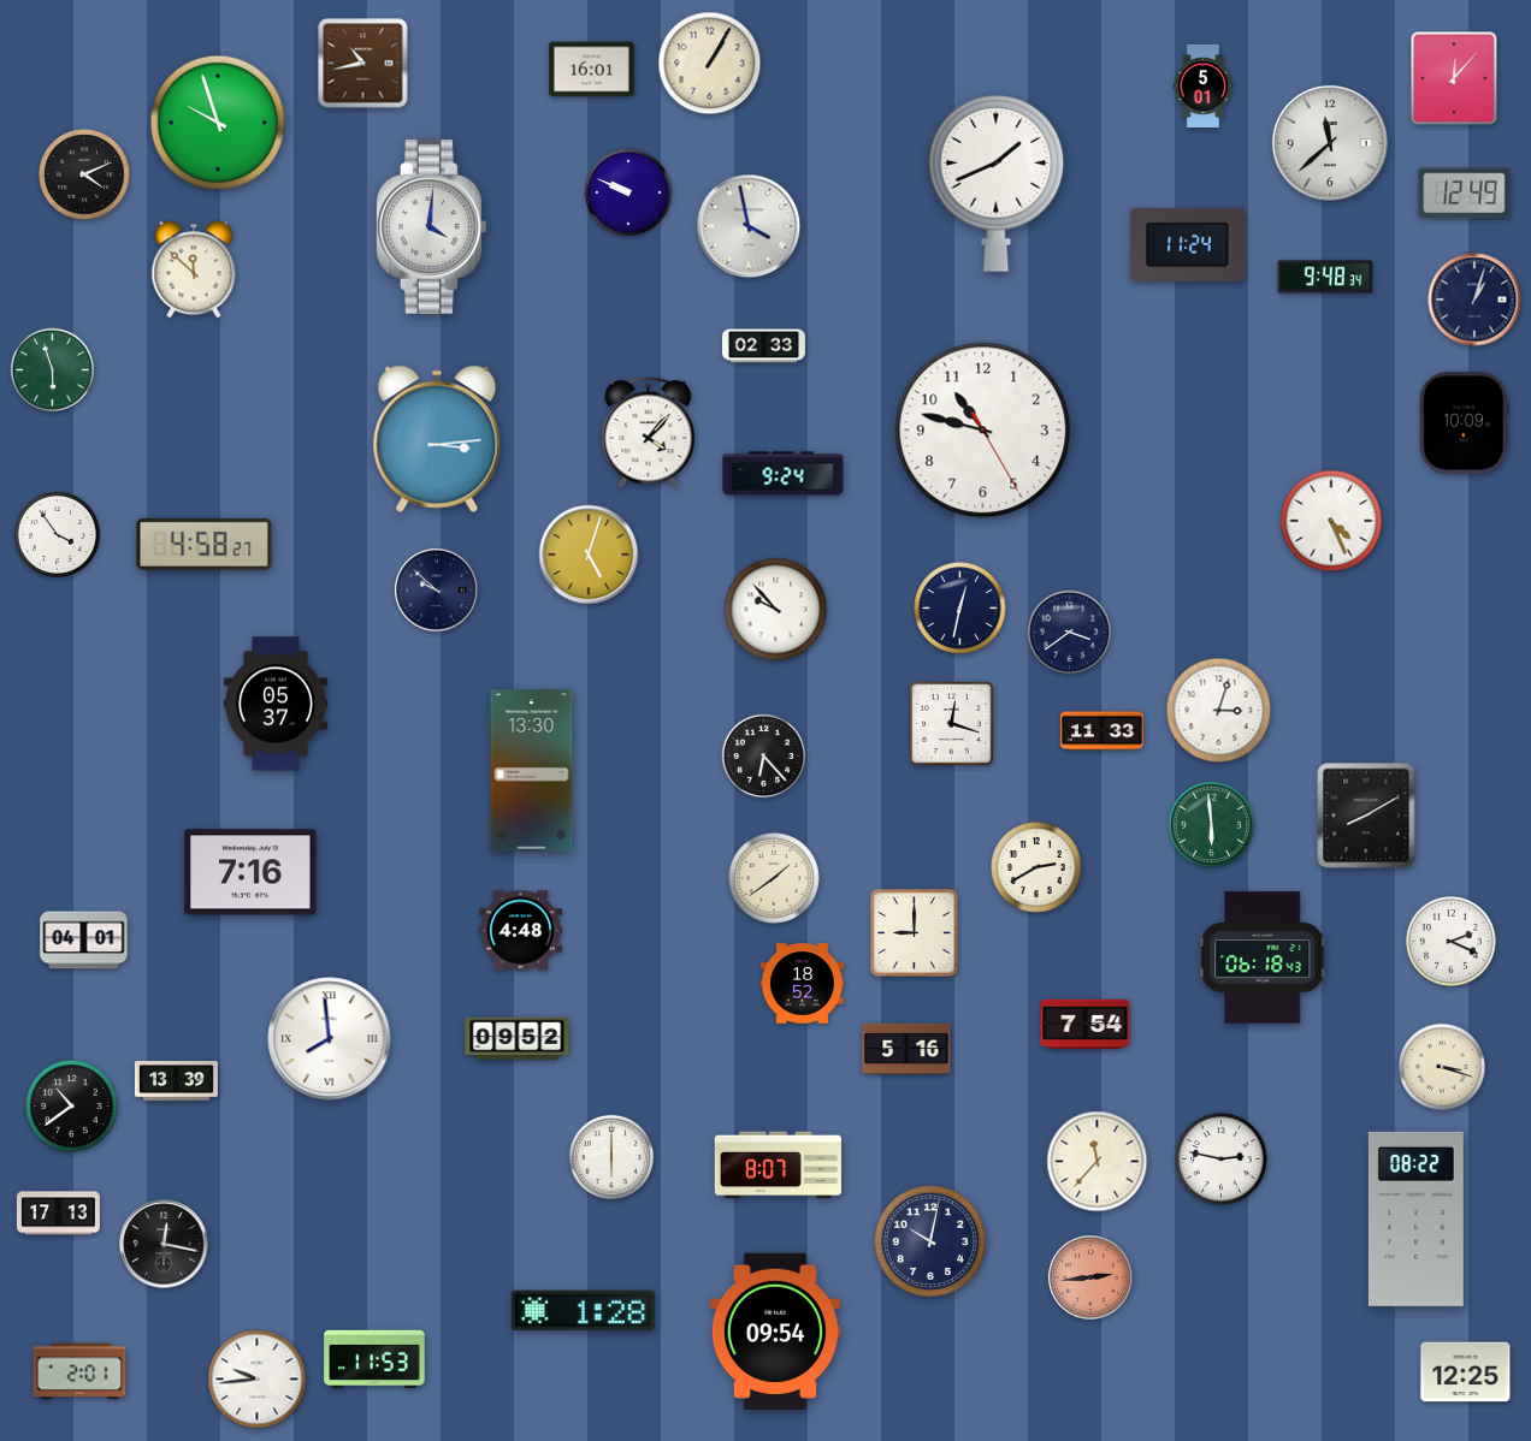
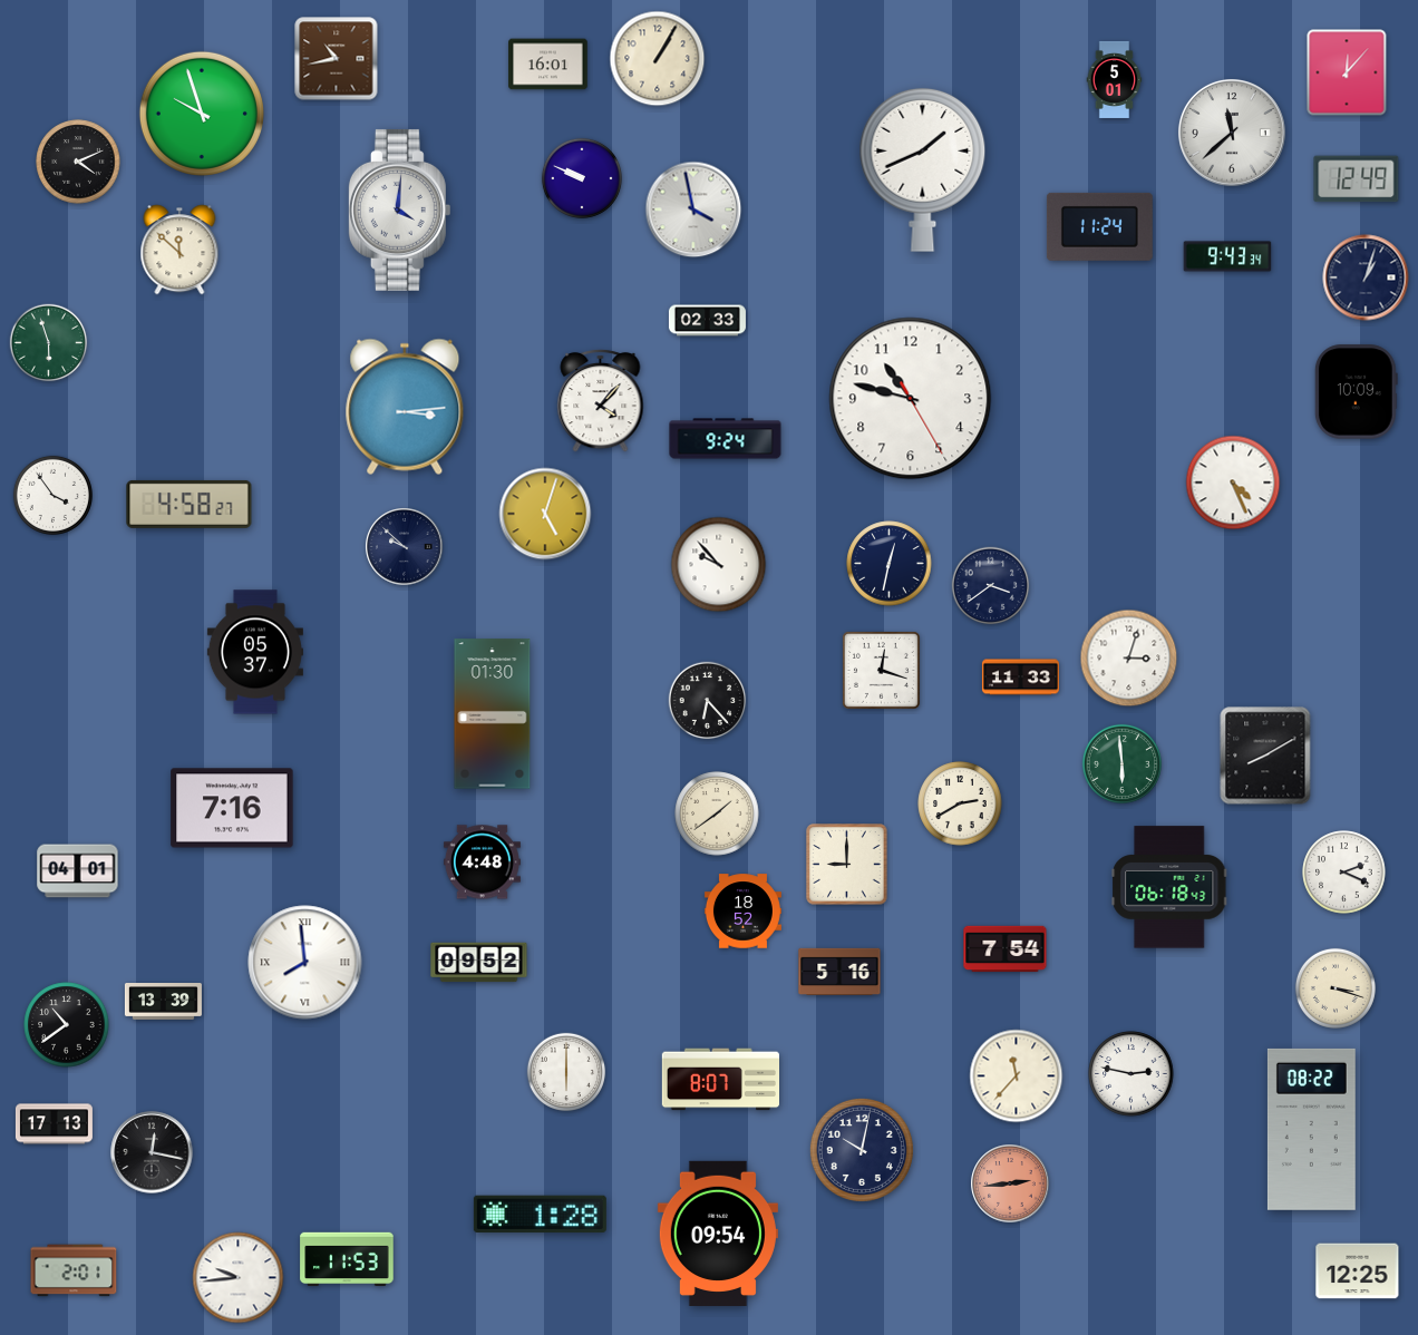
clock at (1325, 277): 9:48 -> 9:43
clock at (532, 771): 13:30 -> 01:30
